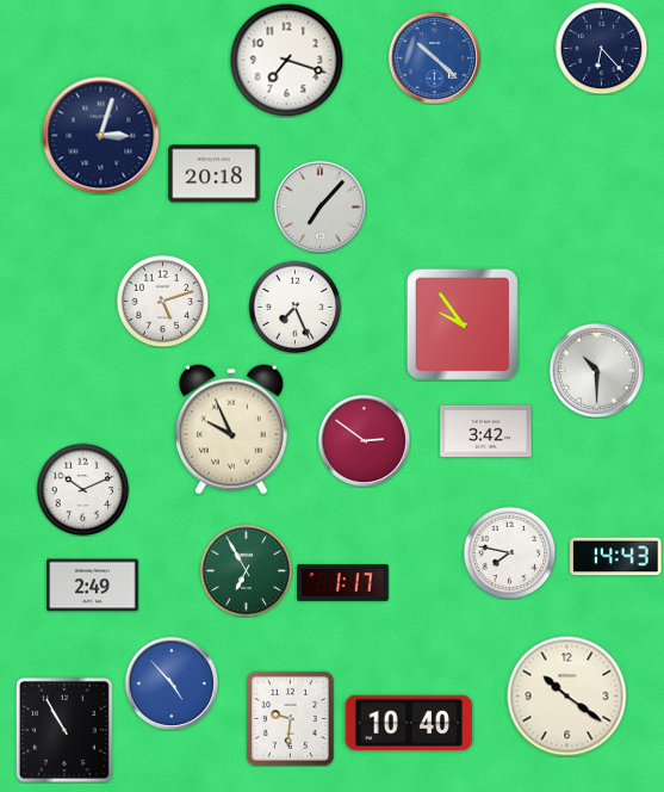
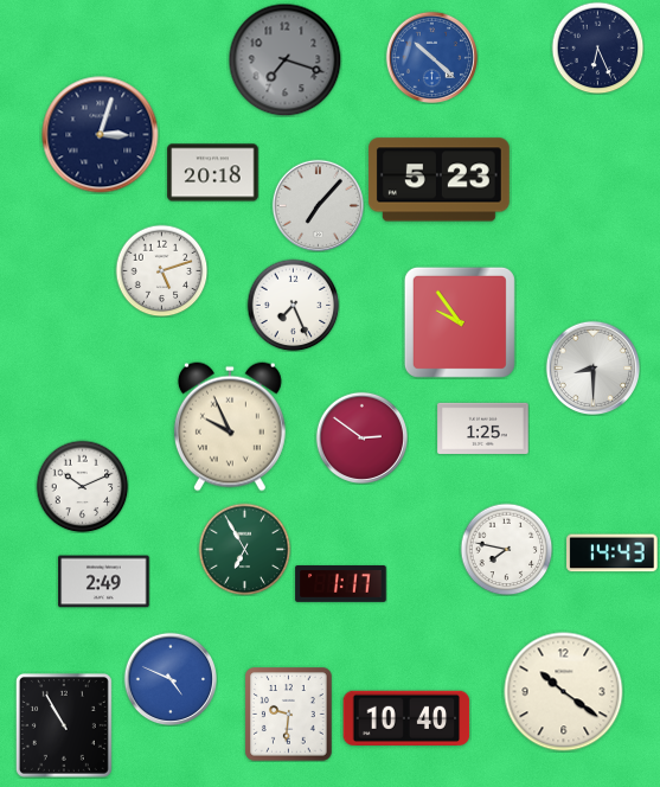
clock at (601, 48): 6:23 -> 6:26
clock at (286, 60) dial: white -> grey
clock at (438, 180): none -> 5:23
clock at (162, 301) position: (162, 301) -> (161, 270)
clock at (596, 370): 10:30 -> 8:30
clock at (486, 431): 3:42 -> 1:25
clock at (246, 570) position: (246, 570) -> (244, 549)
clock at (343, 583) position: (343, 583) -> (341, 584)
clock at (93, 586) position: (93, 586) -> (104, 582)
clock at (170, 682): 4:53 -> 4:49
